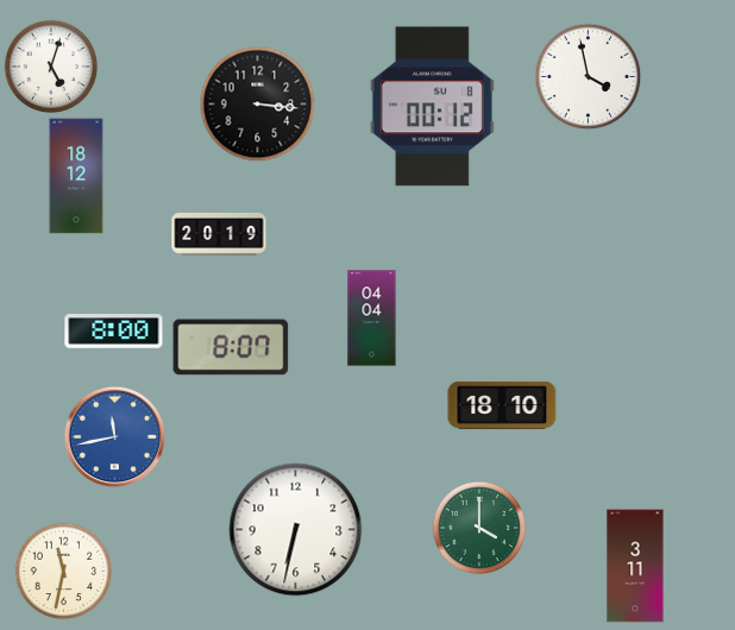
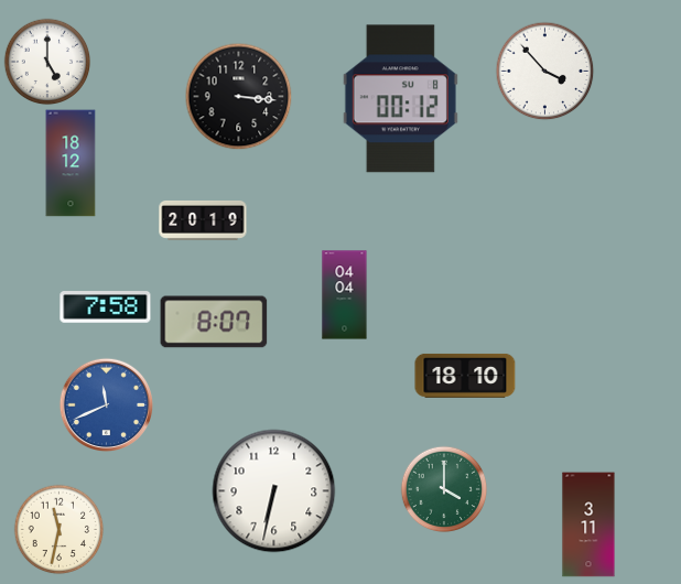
clock at (51, 67): 5:03 -> 5:00
clock at (588, 76): 3:58 -> 3:53
clock at (219, 234) position: (219, 234) -> (203, 220)
clock at (114, 332): 8:00 -> 7:58
clock at (114, 436): 11:43 -> 11:41
